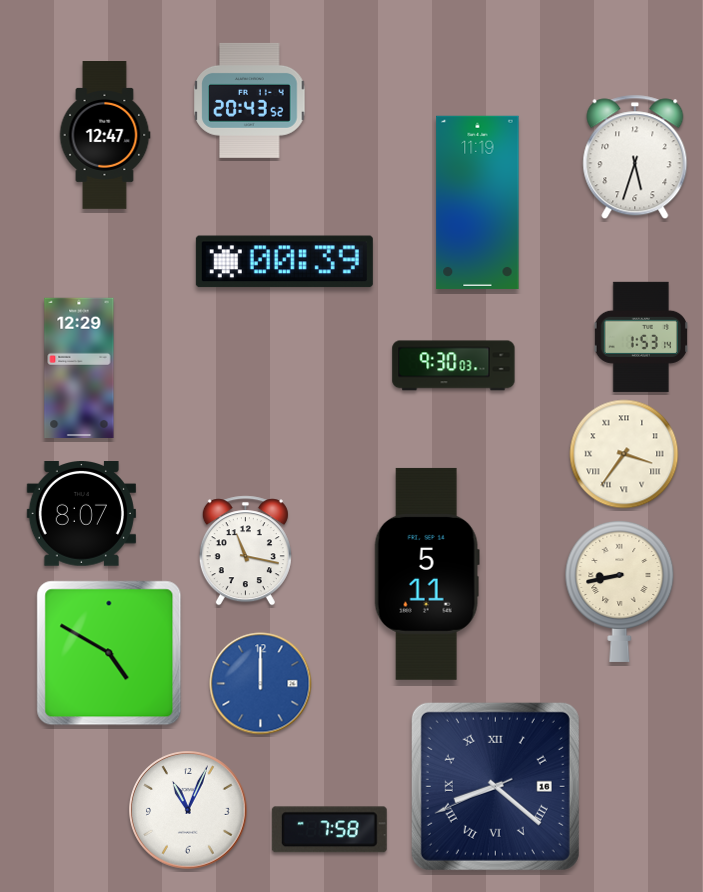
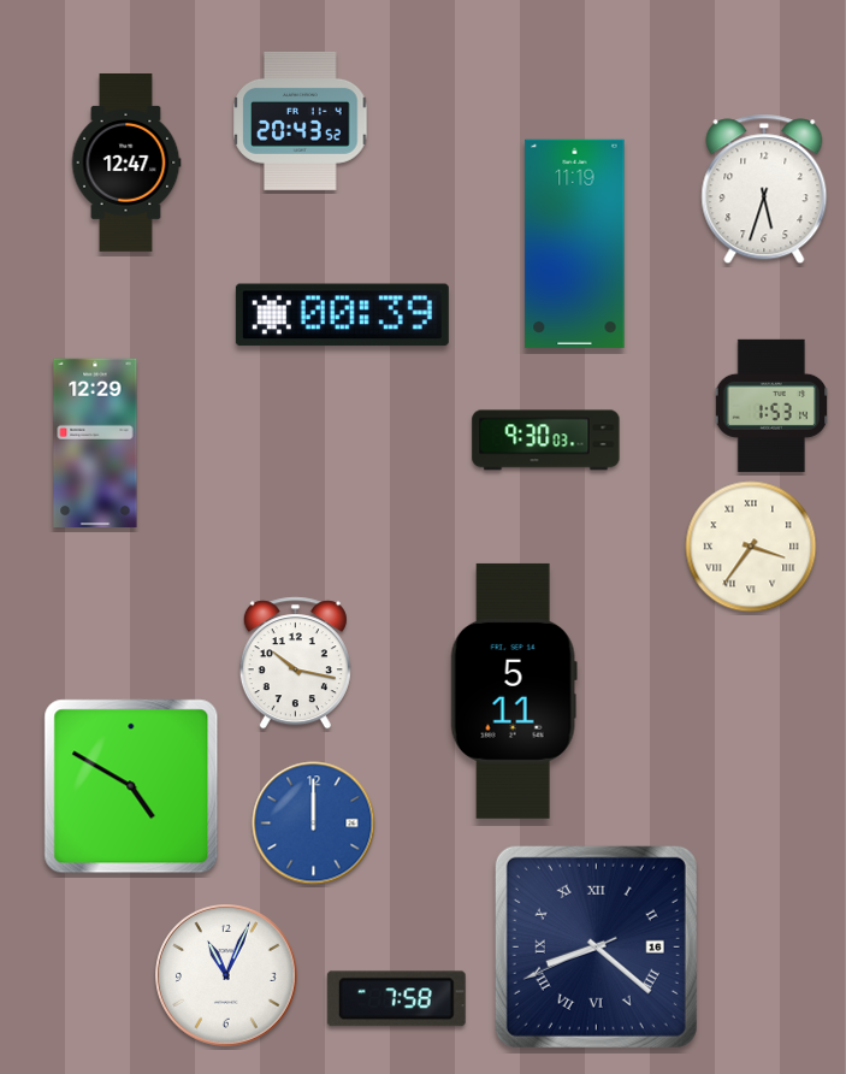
clock at (81, 514): 8:07 -> none
clock at (245, 551): 11:17 -> 10:17
clock at (620, 591): 8:43 -> none
